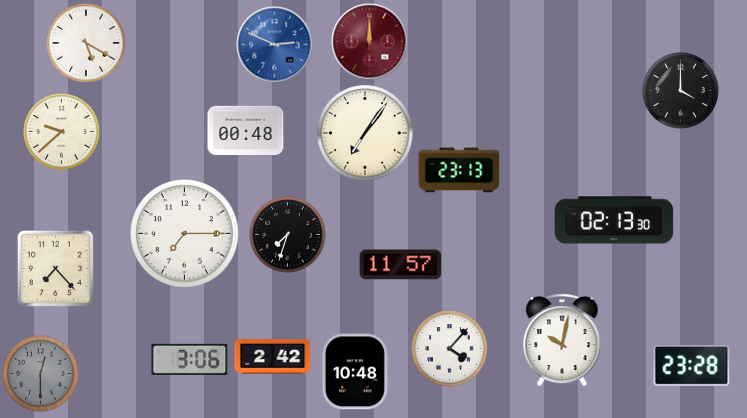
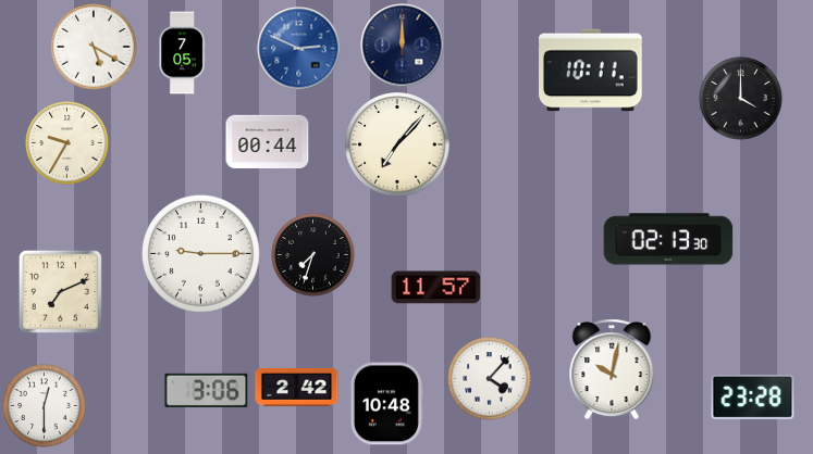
clock at (370, 42) dial: burgundy -> navy
clock at (182, 53): none -> 7:05
clock at (591, 71): none -> 10:11
clock at (246, 130): 00:48 -> 00:44
clock at (62, 132): 9:38 -> 9:35
clock at (365, 133): 7:06 -> 7:07
clock at (459, 170): 23:13 -> none
clock at (185, 234): 7:15 -> 9:15
clock at (55, 268): 7:23 -> 7:11
clock at (41, 374) dial: grey -> white
